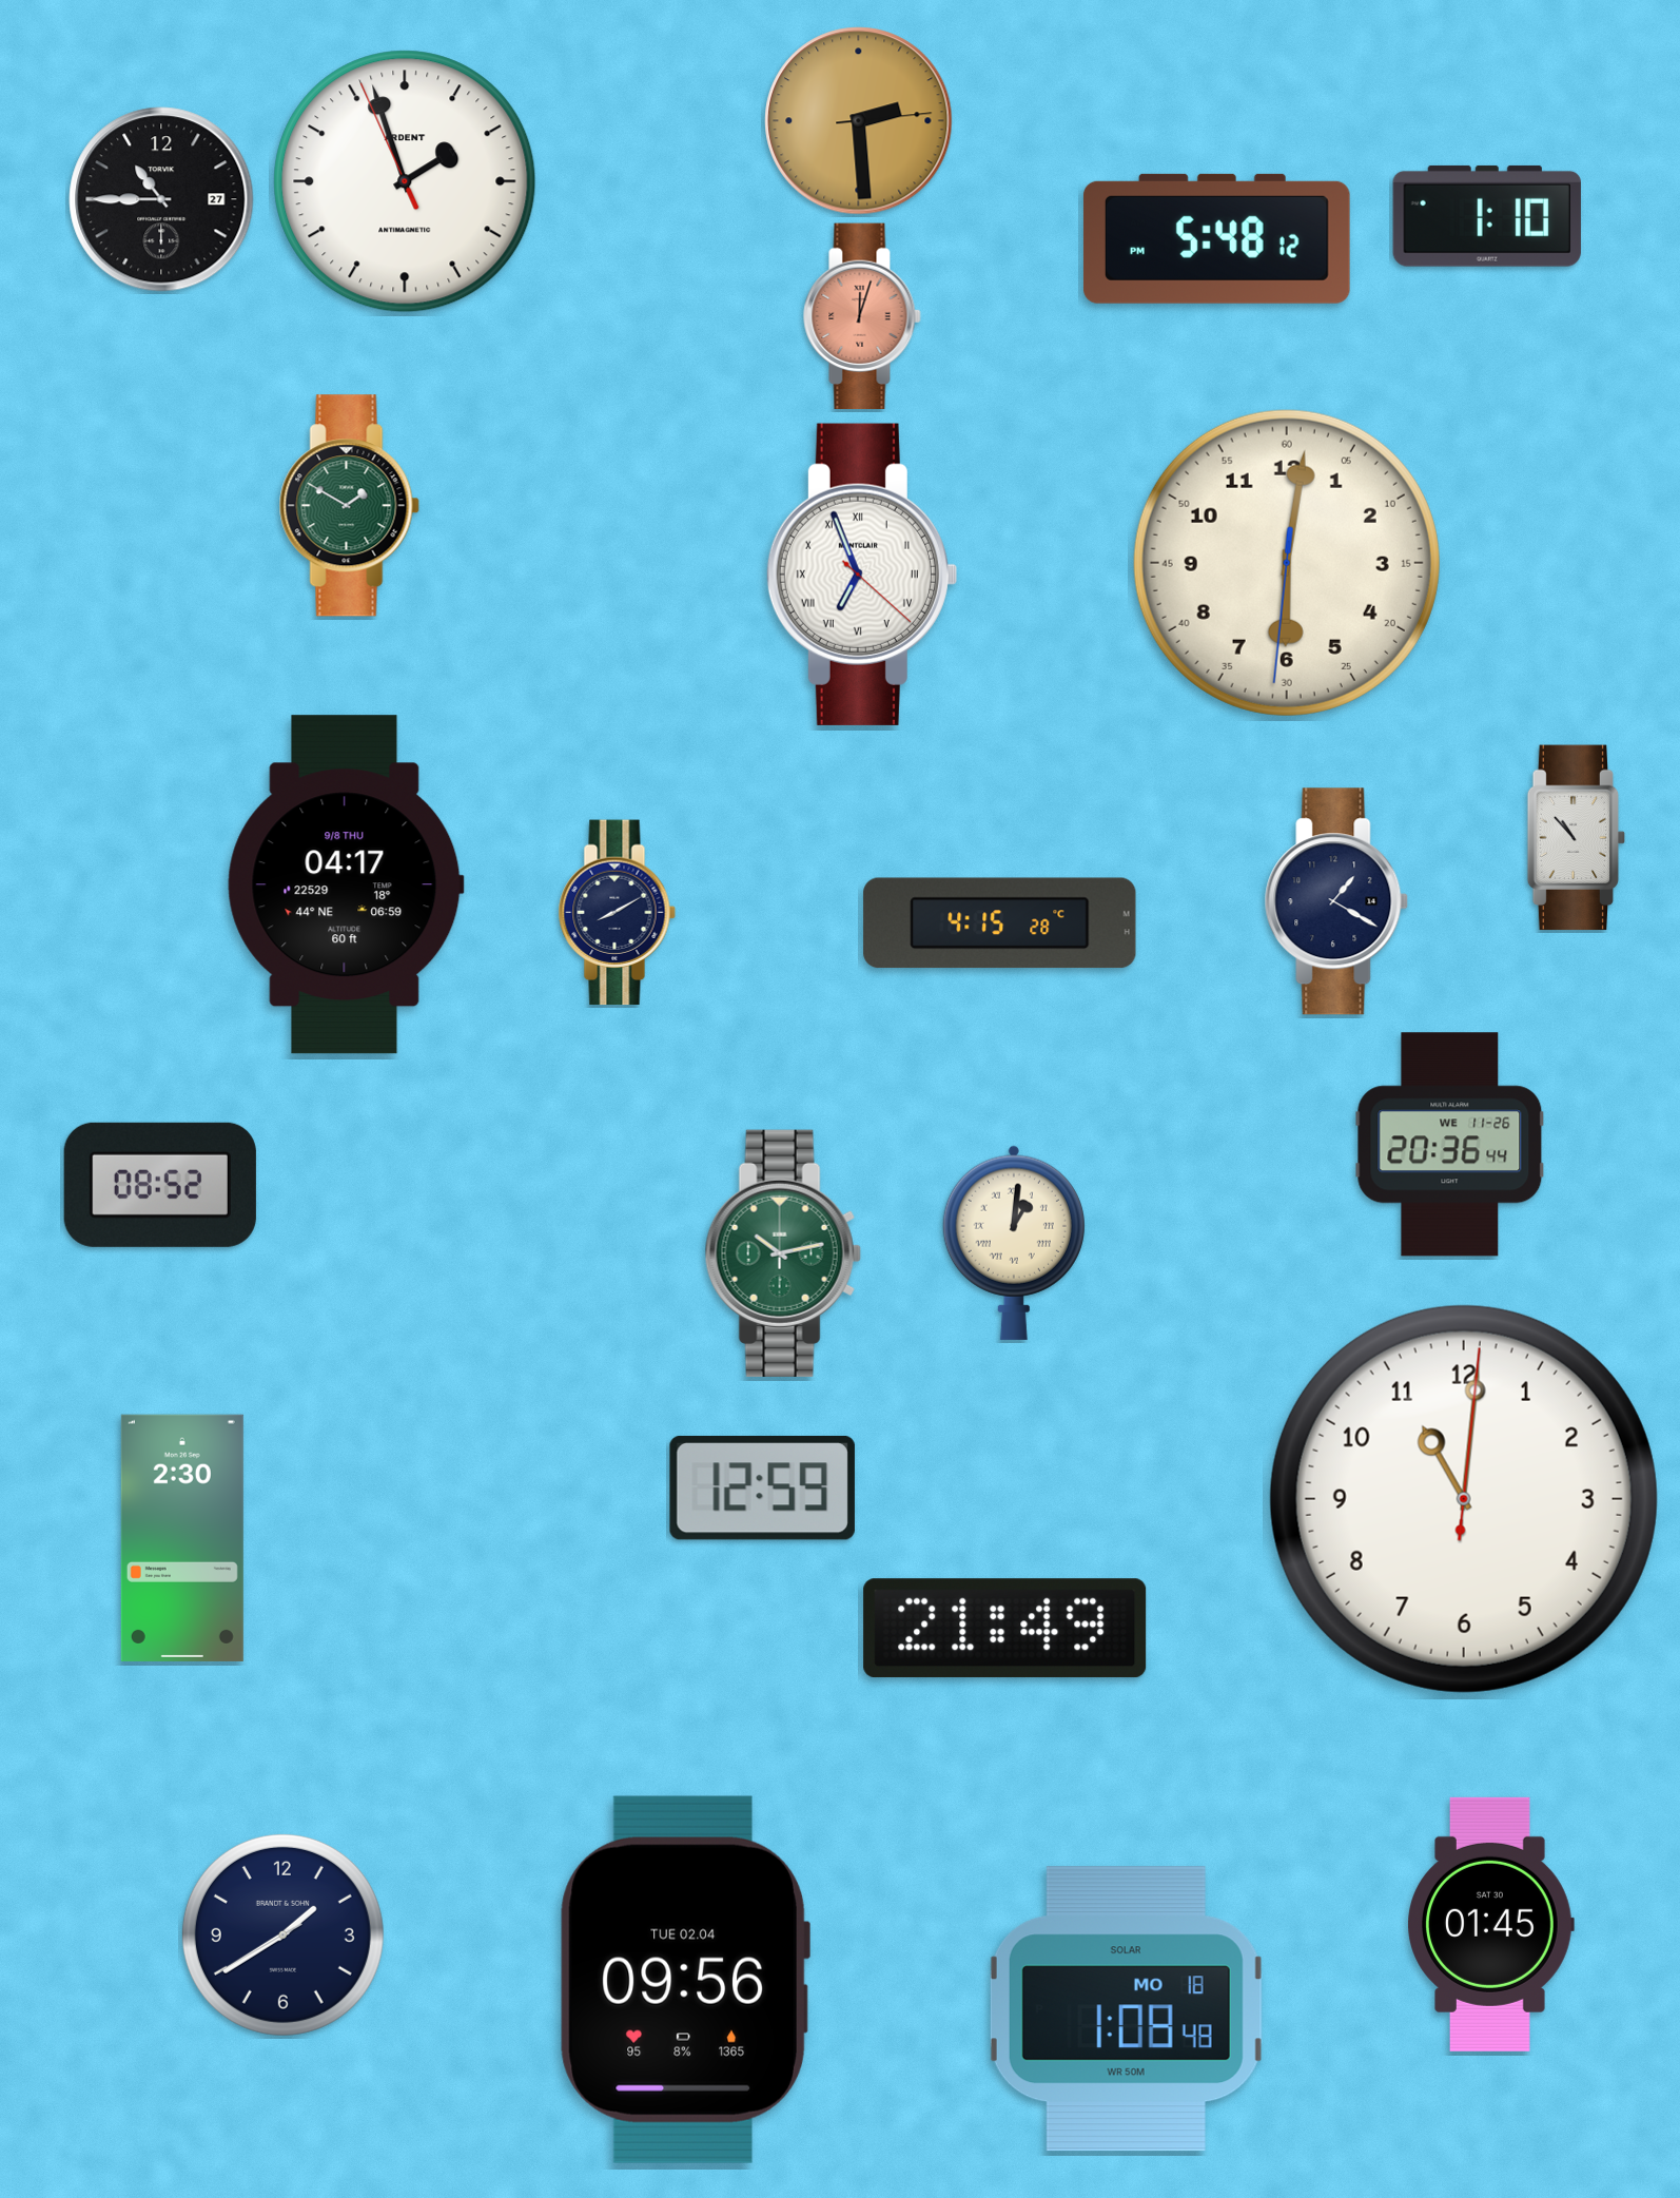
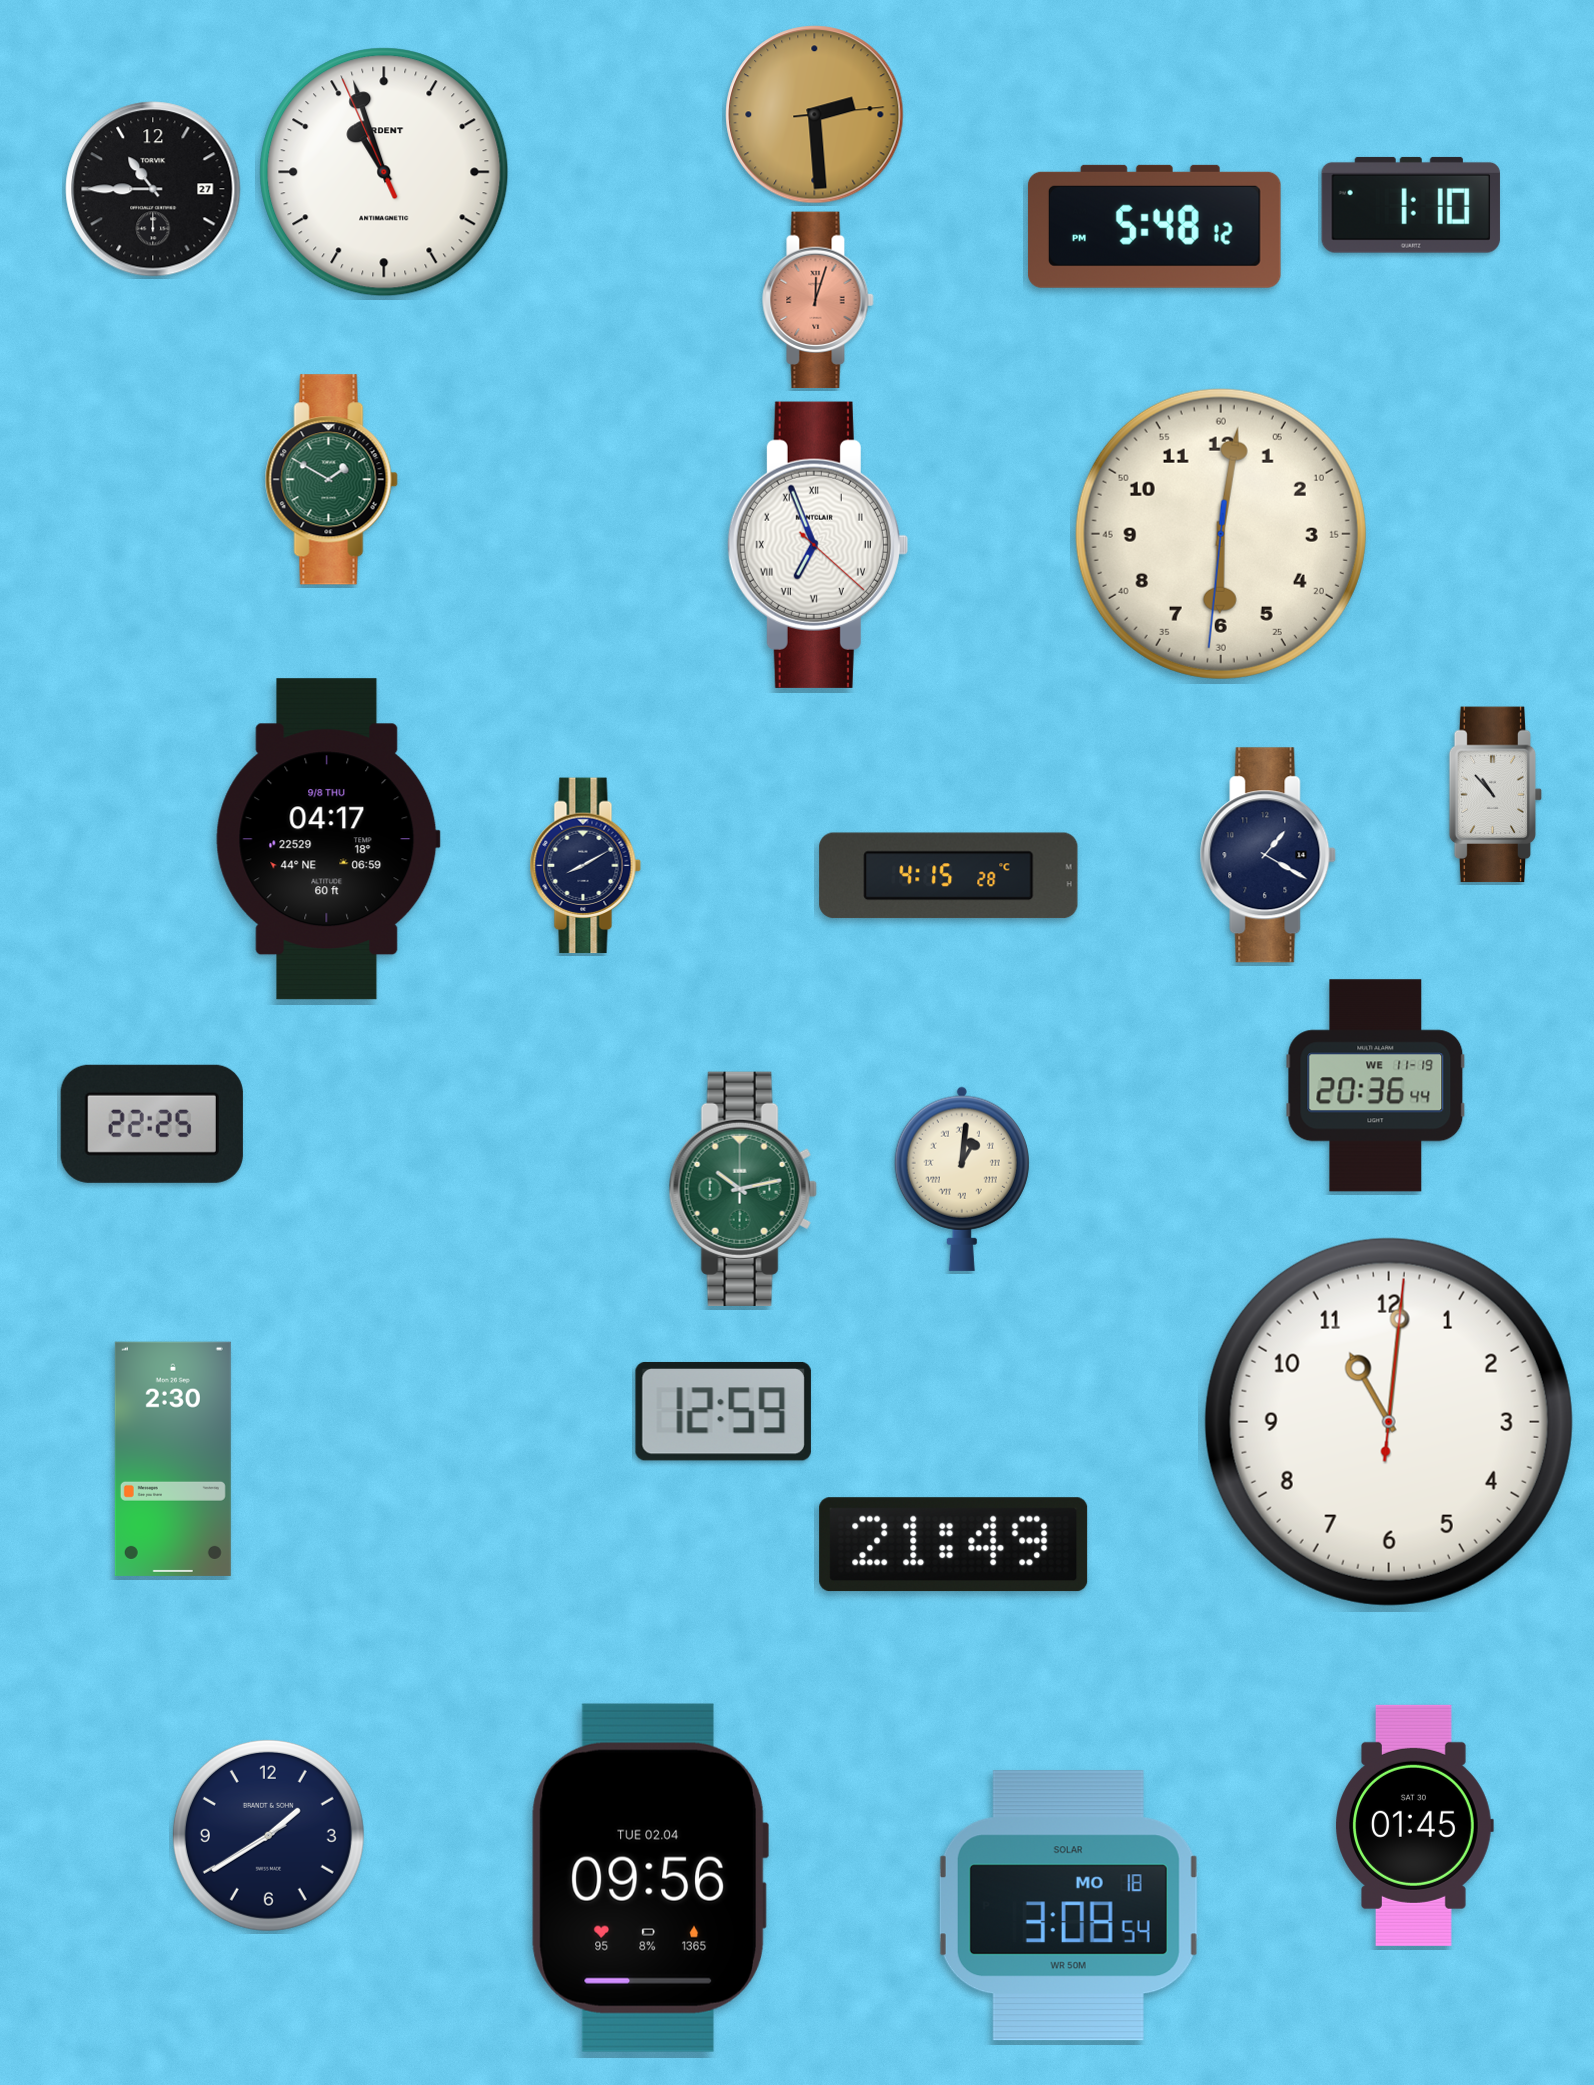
clock at (405, 181): 1:56 -> 10:56
clock at (1450, 1145) date: WE 11-26 -> WE 11-19
clock at (160, 1185): 08:52 -> 22:25
clock at (1126, 2009): 1:08 -> 3:08
